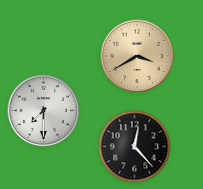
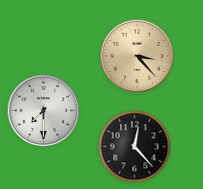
clock at (137, 56): 3:40 -> 3:23
